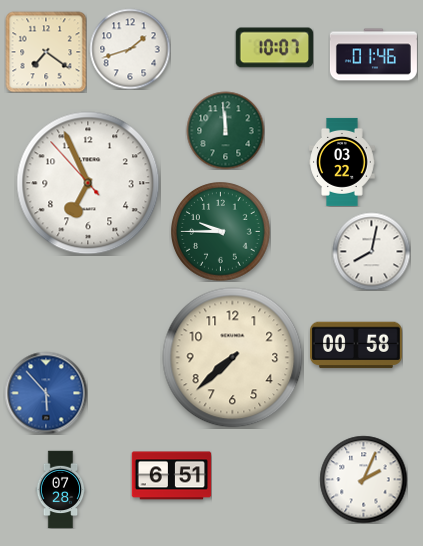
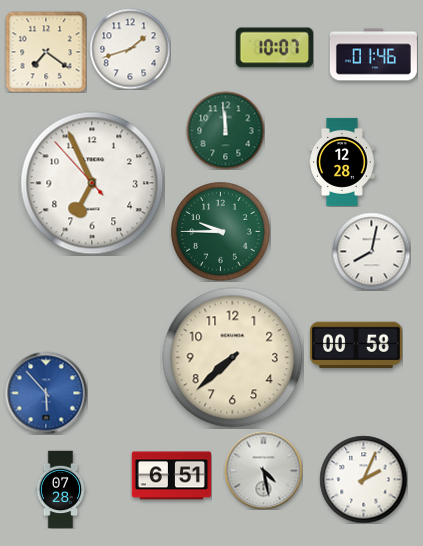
clock at (342, 162): 03:22 -> 12:28
clock at (88, 183) position: (88, 183) -> (92, 183)
clock at (263, 470): none -> 4:28
